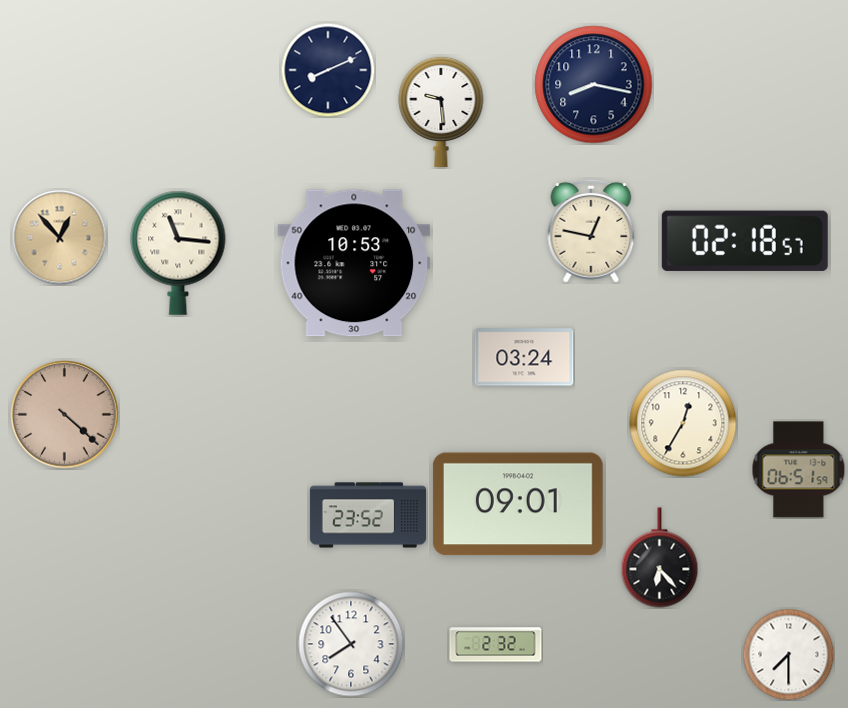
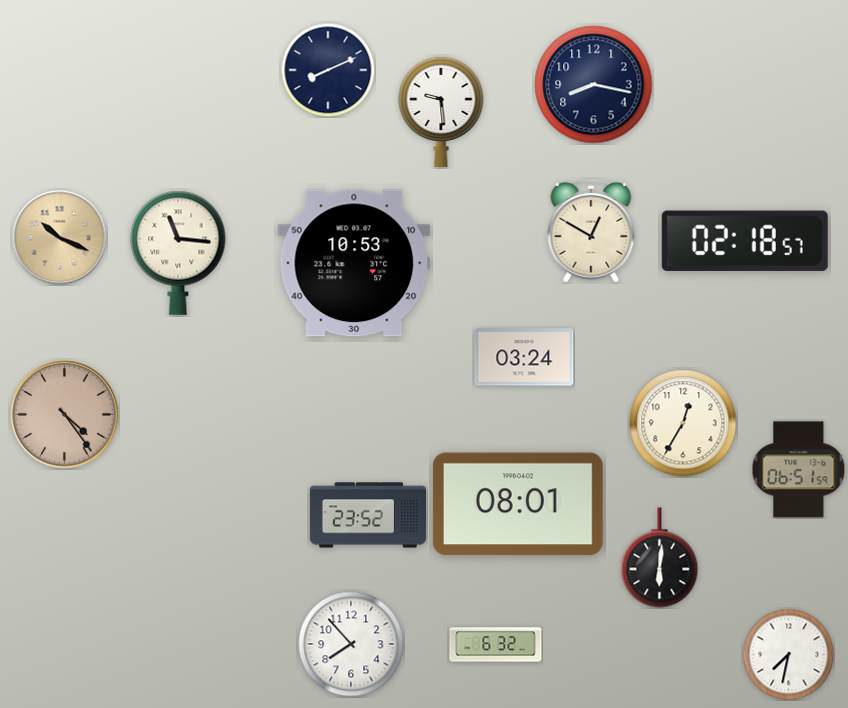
clock at (591, 231): 12:47 -> 12:50
clock at (59, 237): 12:53 -> 10:19
clock at (65, 415): 4:22 -> 4:24
clock at (518, 504): 09:01 -> 08:01
clock at (660, 558): 6:23 -> 6:01
clock at (351, 644): 7:54 -> 7:53
clock at (496, 645): 2:32 -> 6:32
clock at (788, 654): 7:30 -> 7:32
